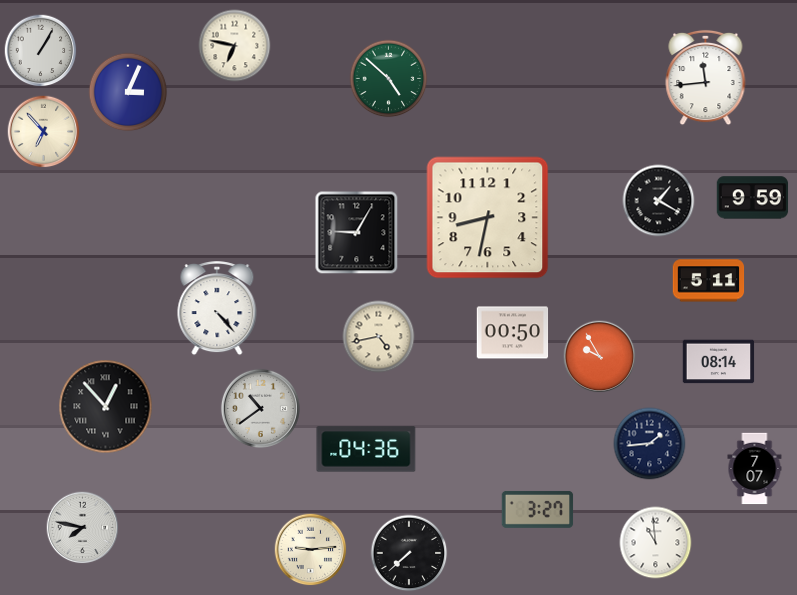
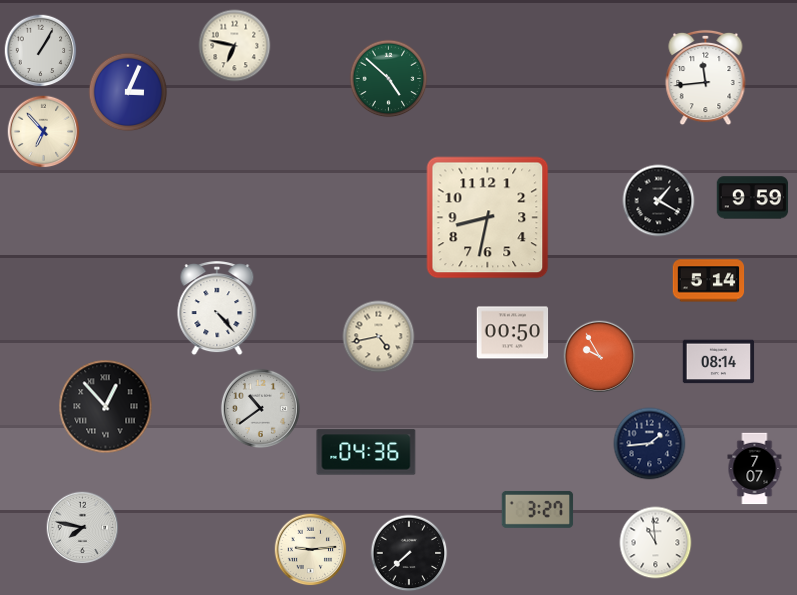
clock at (357, 233): 9:05 -> none
clock at (709, 281): 5:11 -> 5:14
clock at (366, 449) position: (366, 449) -> (366, 452)
